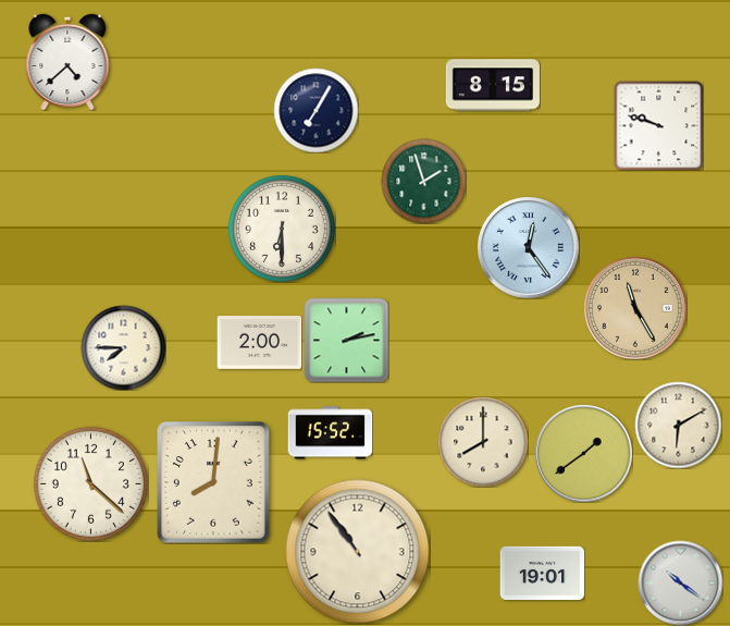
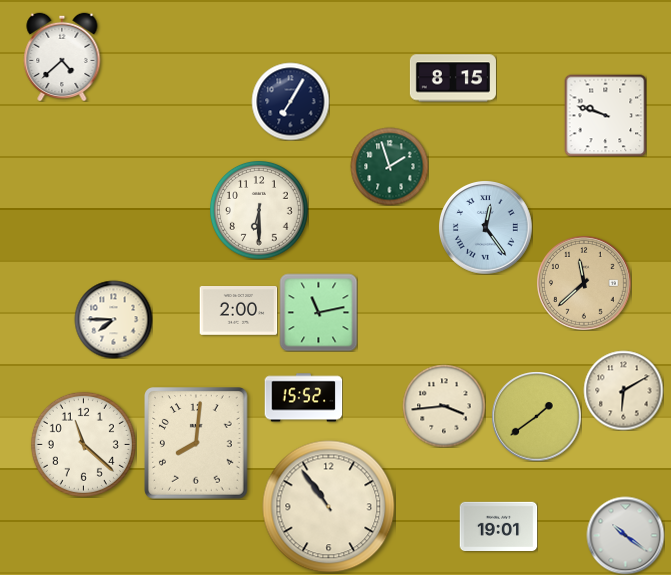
clock at (635, 308): 11:25 -> 11:38
clock at (346, 340): 2:13 -> 11:13
clock at (259, 343) position: (259, 343) -> (238, 311)
clock at (483, 442): 8:00 -> 3:44
